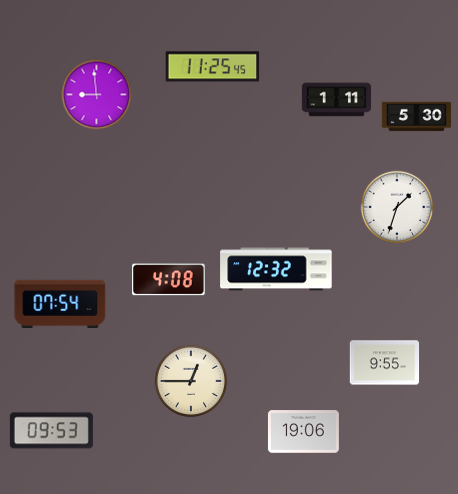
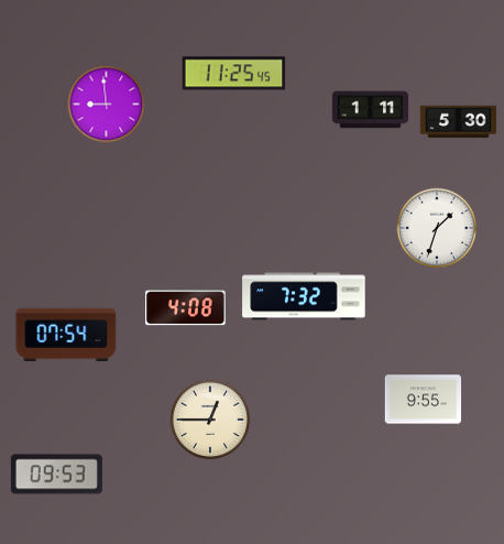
clock at (417, 117) position: (417, 117) -> (459, 122)
clock at (276, 269): 12:32 -> 7:32
clock at (303, 432): 19:06 -> none
